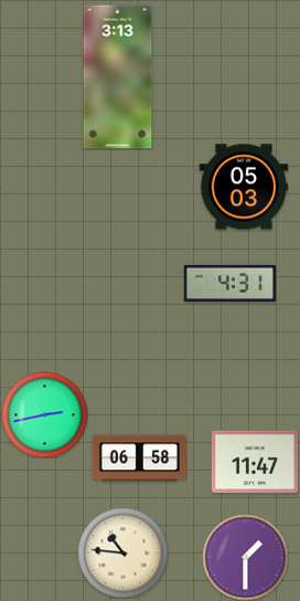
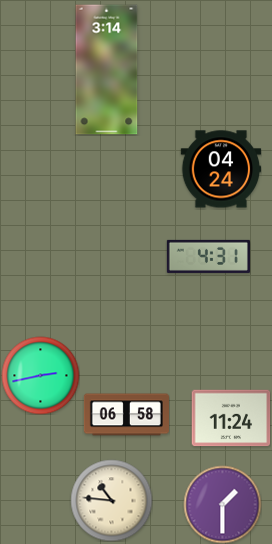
clock at (118, 77): 3:13 -> 3:14
clock at (244, 187): 05:03 -> 04:24
clock at (255, 462): 11:47 -> 11:24
